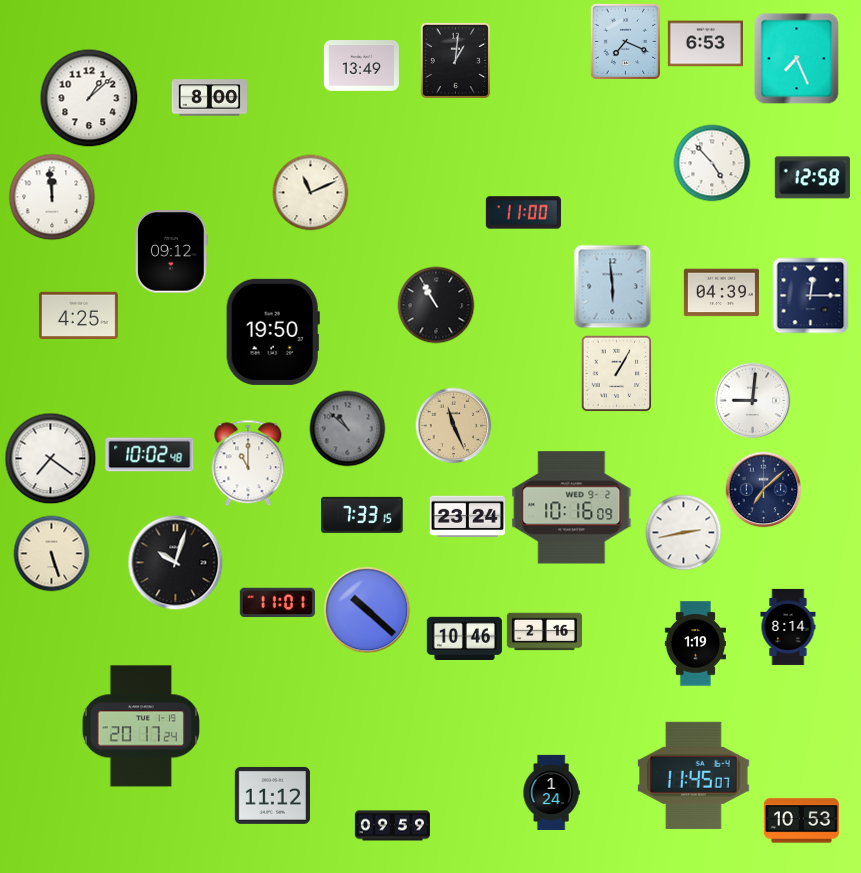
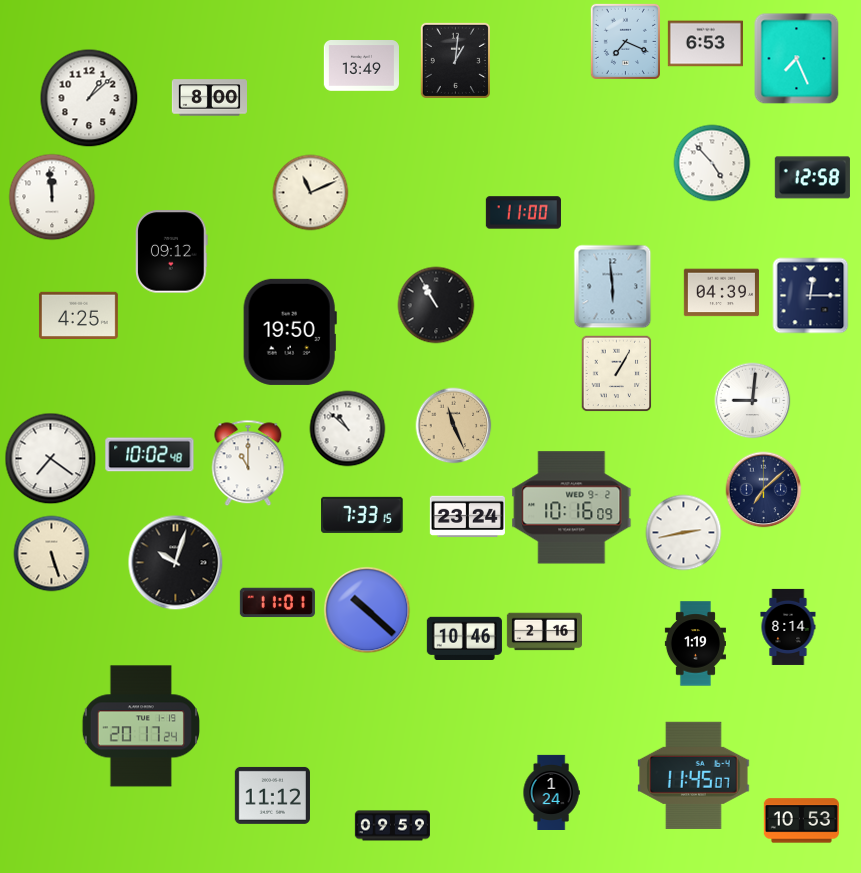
clock at (273, 332) position: (273, 332) -> (290, 332)
clock at (348, 429) dial: grey -> white
